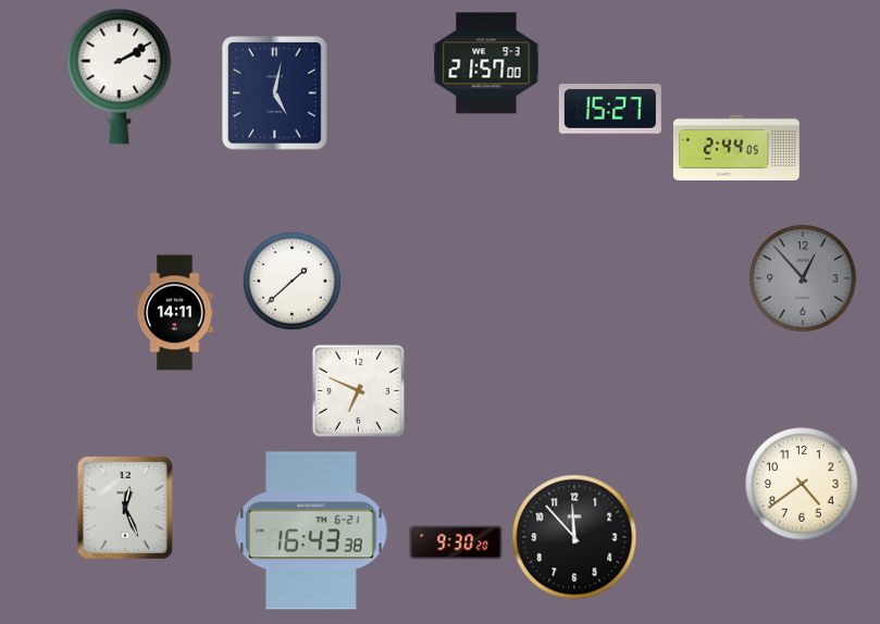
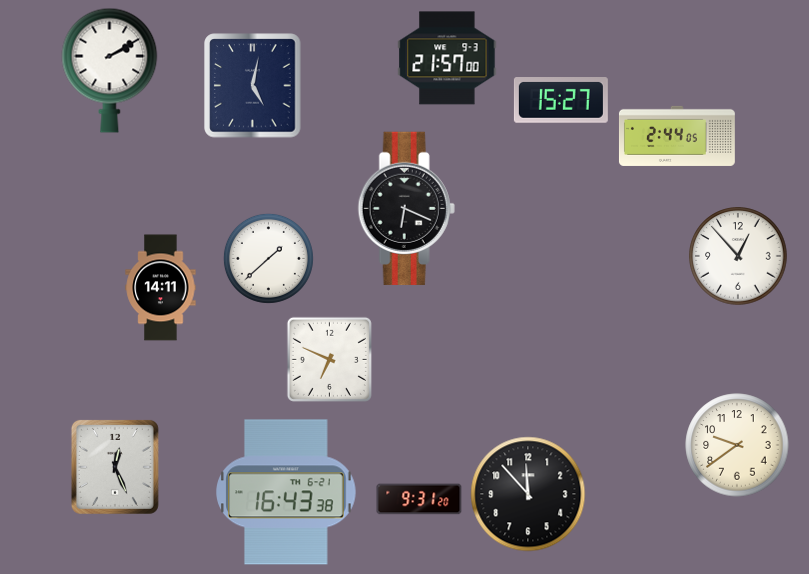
clock at (406, 208): none -> 6:19
clock at (803, 278) dial: grey -> white
clock at (802, 484): 4:39 -> 9:39
clock at (311, 531) position: (311, 531) -> (286, 492)
clock at (456, 542): 9:30 -> 9:31
